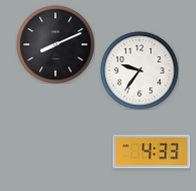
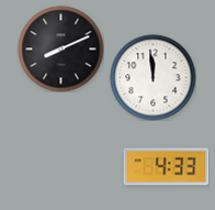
clock at (139, 70): 9:36 -> 11:59
